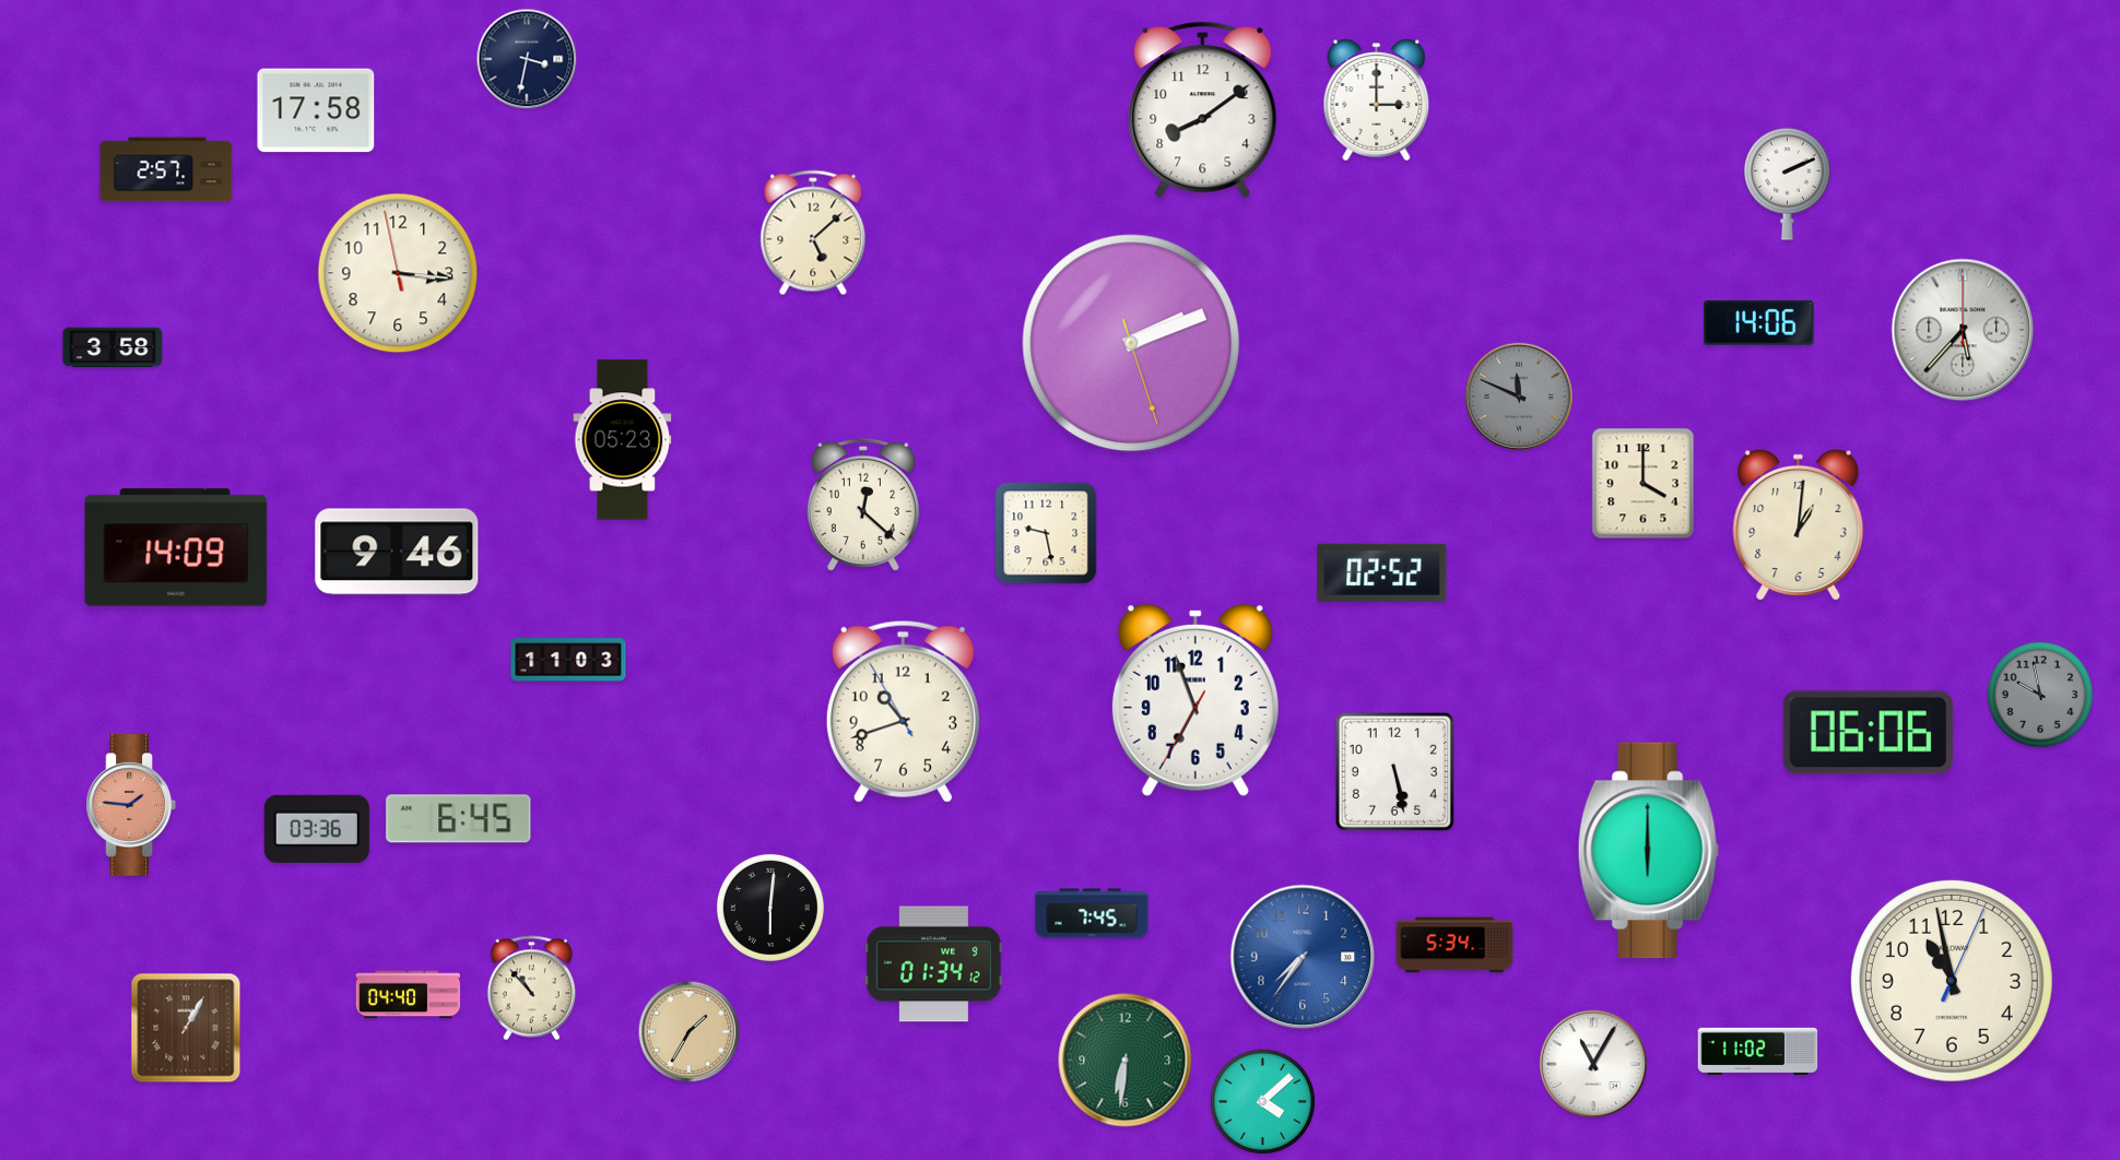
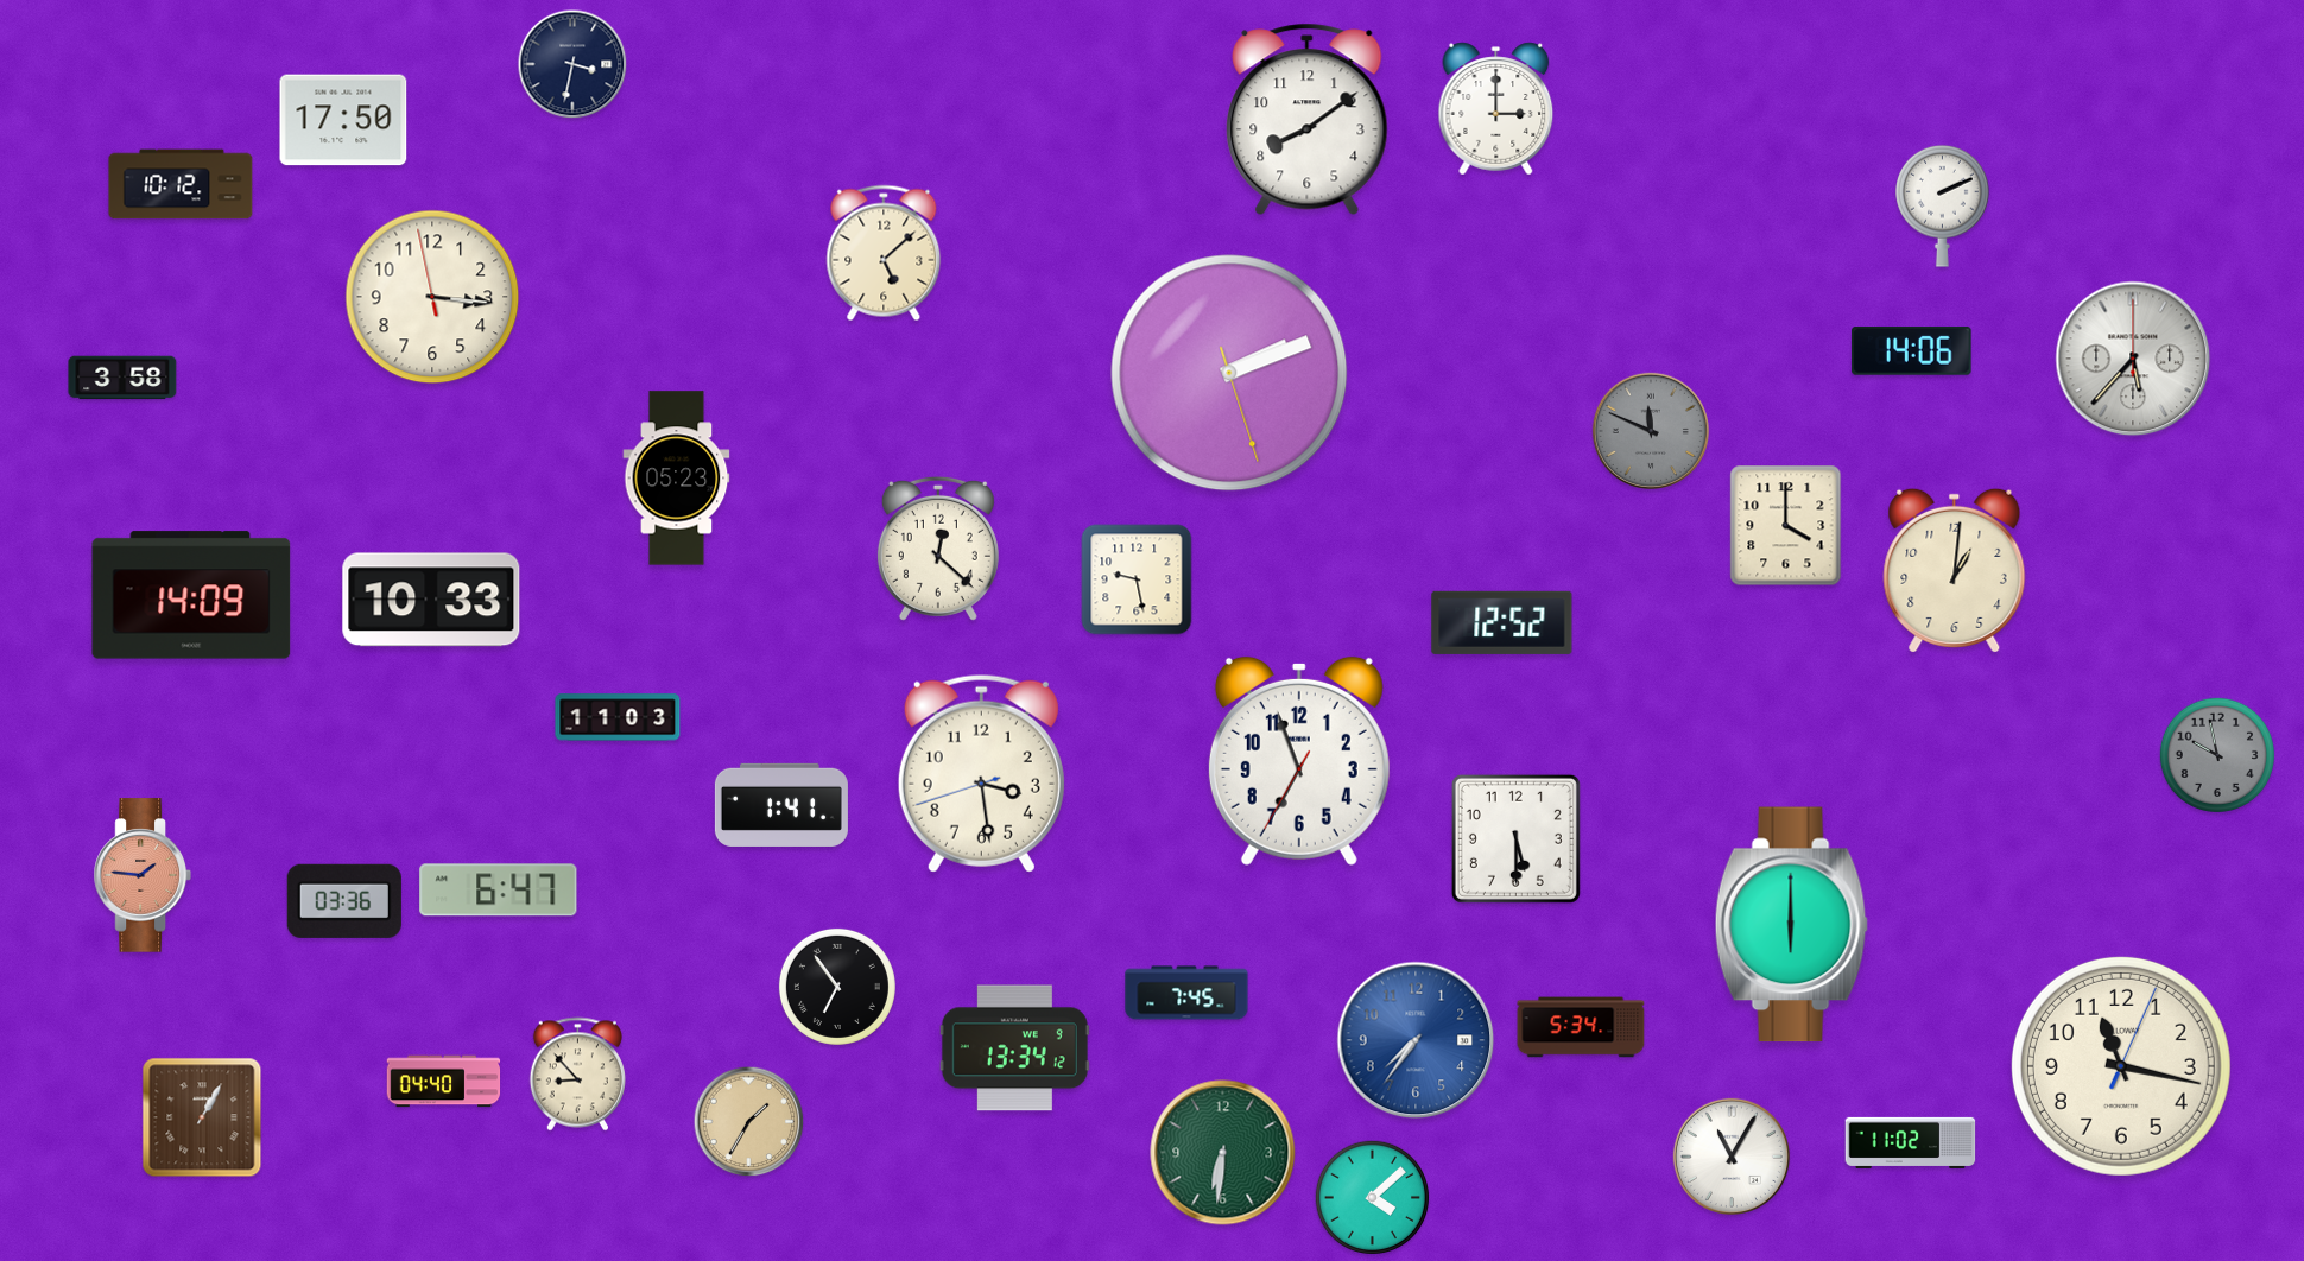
clock at (316, 110): 17:58 -> 17:50
clock at (166, 169): 2:57 -> 10:12
clock at (1788, 184) position: (1788, 184) -> (1943, 205)
clock at (397, 552): 9:46 -> 10:33
clock at (1382, 572): 02:52 -> 12:52
clock at (903, 711): 10:41 -> 3:28
clock at (1868, 733): 06:06 -> none
clock at (781, 805): none -> 1:41
clock at (1394, 771): 5:28 -> 5:30
clock at (459, 819): 6:45 -> 6:47
clock at (770, 908): 6:01 -> 6:54
clock at (933, 964): 01:34 -> 13:34
clock at (1952, 981): 10:58 -> 11:17
clock at (531, 989): 10:53 -> 8:53
